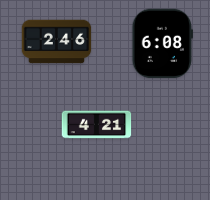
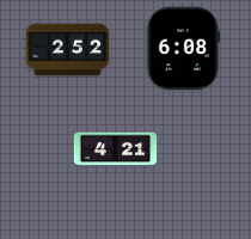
clock at (57, 42): 2:46 -> 2:52
clock at (162, 44) position: (162, 44) -> (183, 49)
